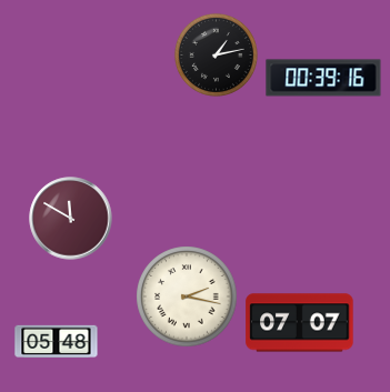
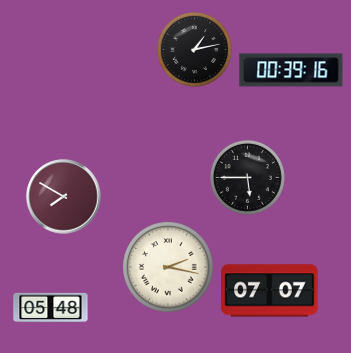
clock at (247, 177): none -> 5:45
clock at (71, 219): 11:50 -> 7:50
